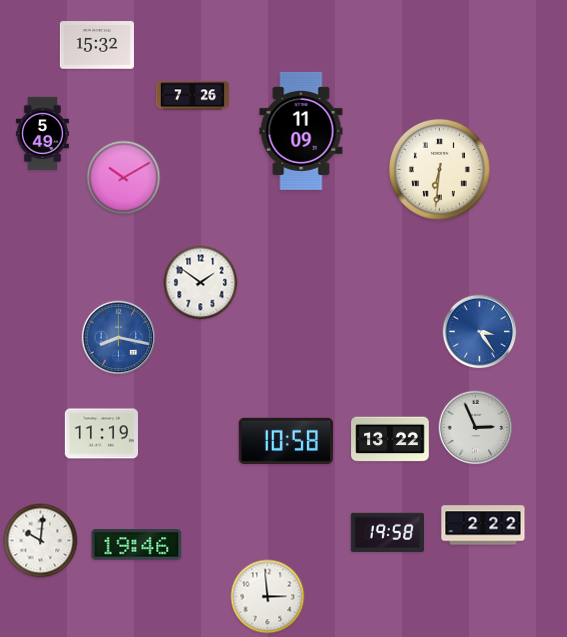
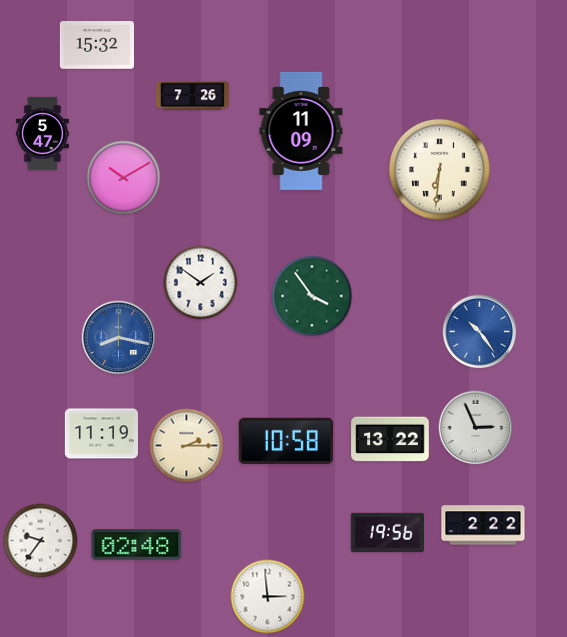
clock at (42, 134): 5:49 -> 5:47
clock at (312, 296): none -> 3:54
clock at (480, 332): 3:24 -> 10:24
clock at (187, 446): none -> 2:15
clock at (387, 532): 19:58 -> 19:56
clock at (41, 541): 10:01 -> 9:36
clock at (137, 545): 19:46 -> 02:48
